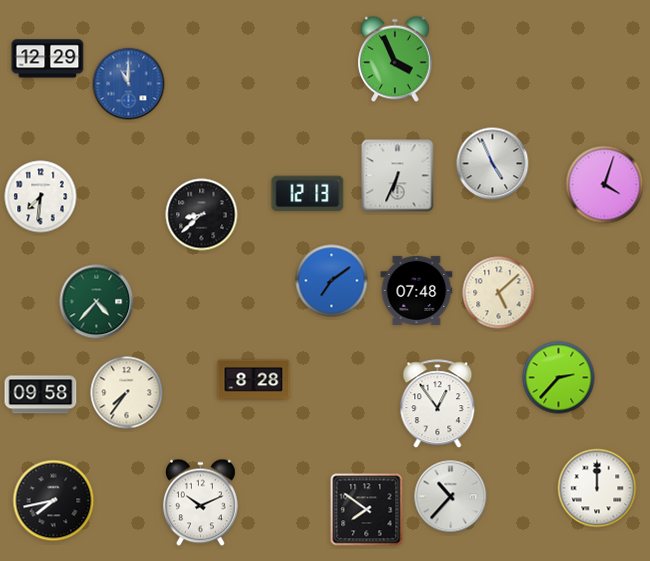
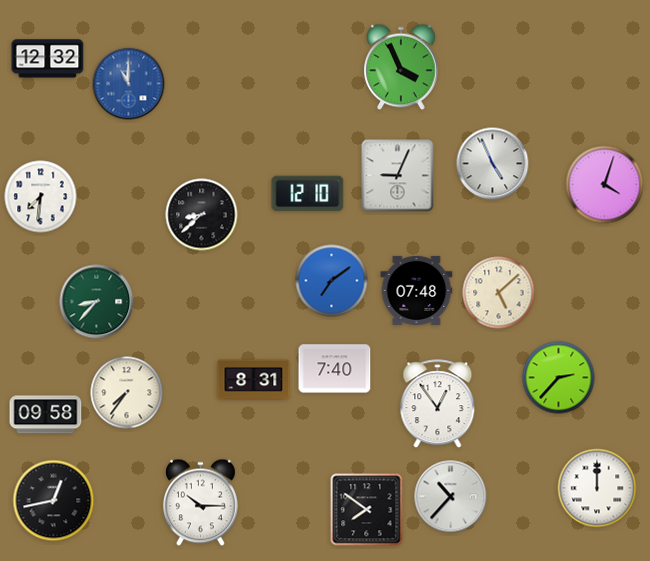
clock at (48, 59): 12:29 -> 12:32
clock at (395, 59) position: (395, 59) -> (401, 67)
clock at (398, 176): 6:34 -> 9:04
clock at (308, 194): 12:13 -> 12:10
clock at (97, 302): 4:37 -> 8:37
clock at (335, 369): none -> 7:40
clock at (254, 380): 8:28 -> 8:31
clock at (41, 395) position: (41, 395) -> (46, 415)
clock at (54, 501): 7:43 -> 12:43
clock at (200, 503): 10:11 -> 10:15
